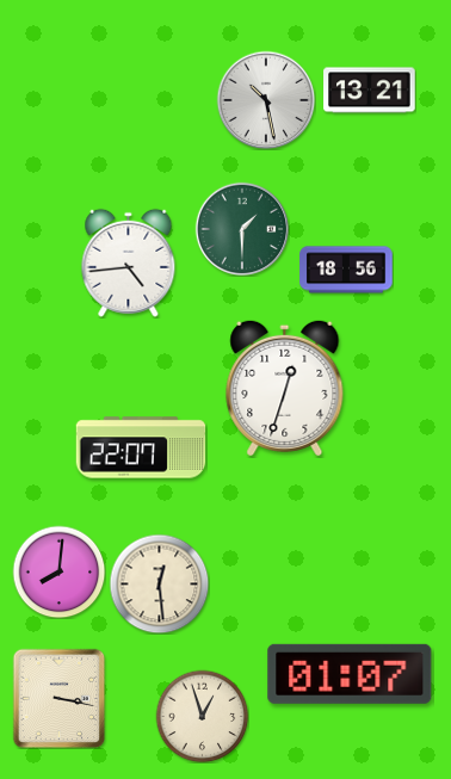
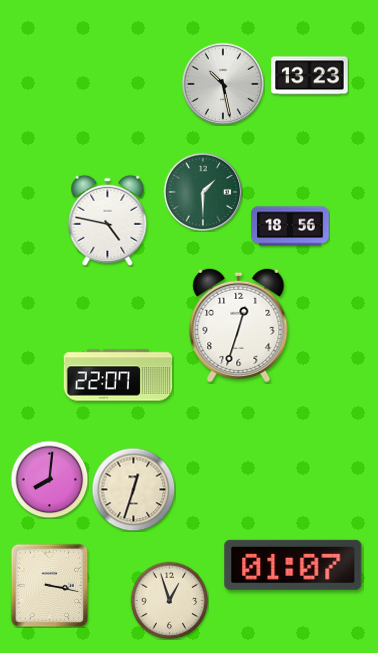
clock at (370, 91): 13:21 -> 13:23
clock at (129, 262): 4:44 -> 4:47
clock at (159, 583): 12:29 -> 12:33
